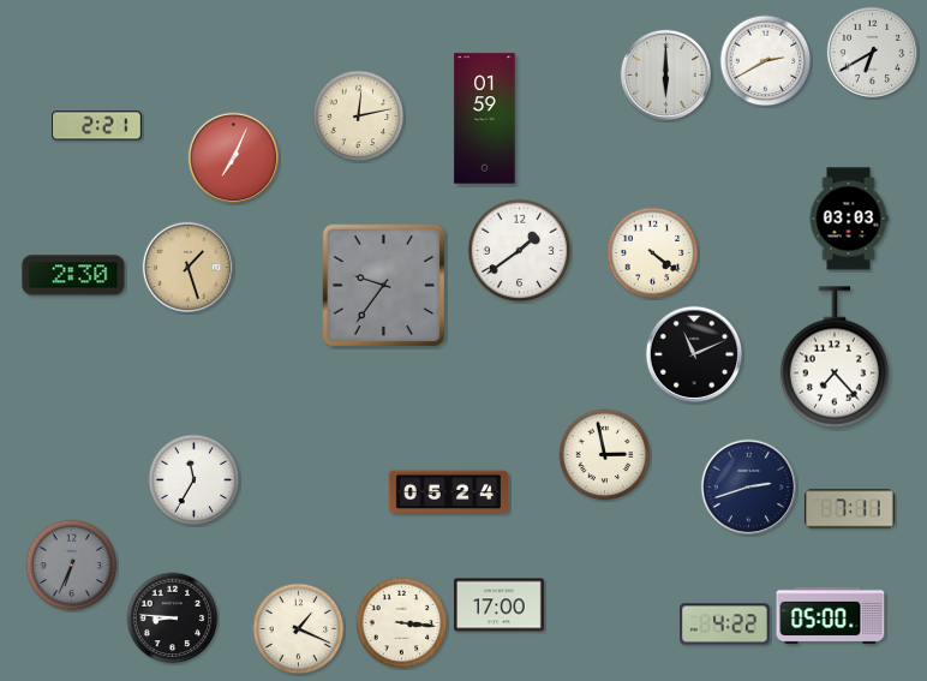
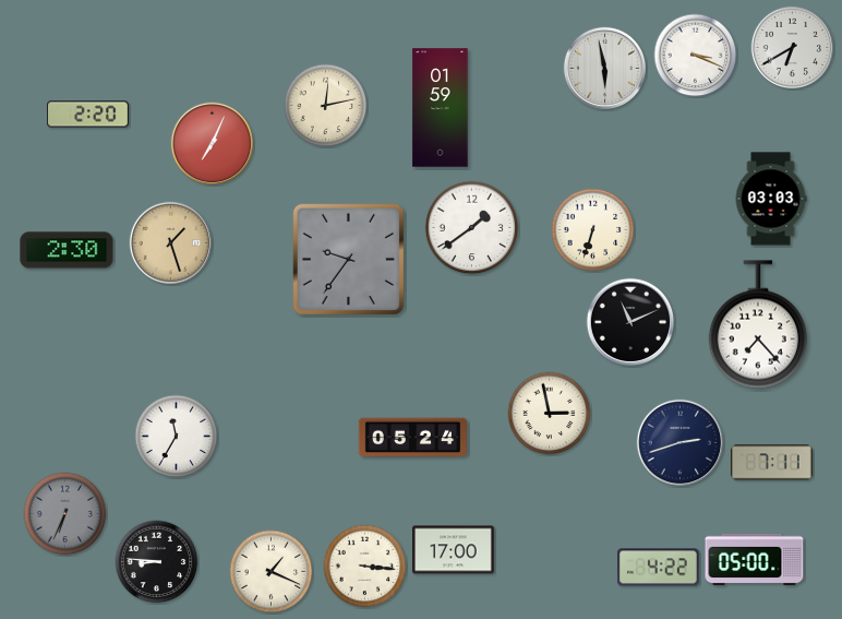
clock at (766, 61): 2:40 -> 3:19
clock at (665, 74): 6:00 -> 5:58
clock at (97, 126): 2:21 -> 2:20
clock at (653, 253): 4:21 -> 6:33
clock at (448, 492) position: (448, 492) -> (412, 438)
